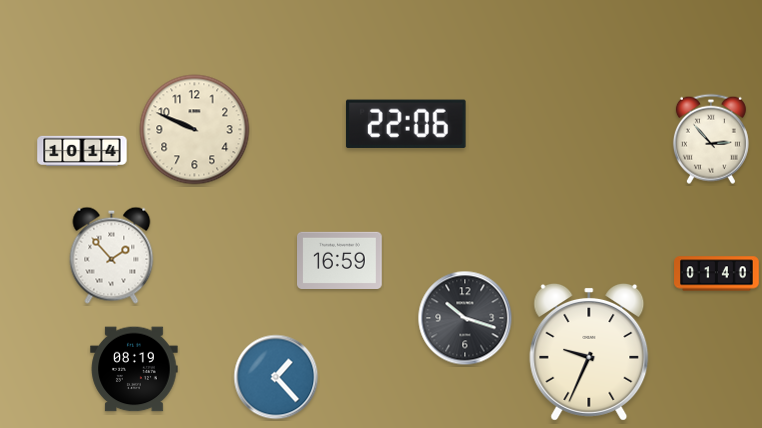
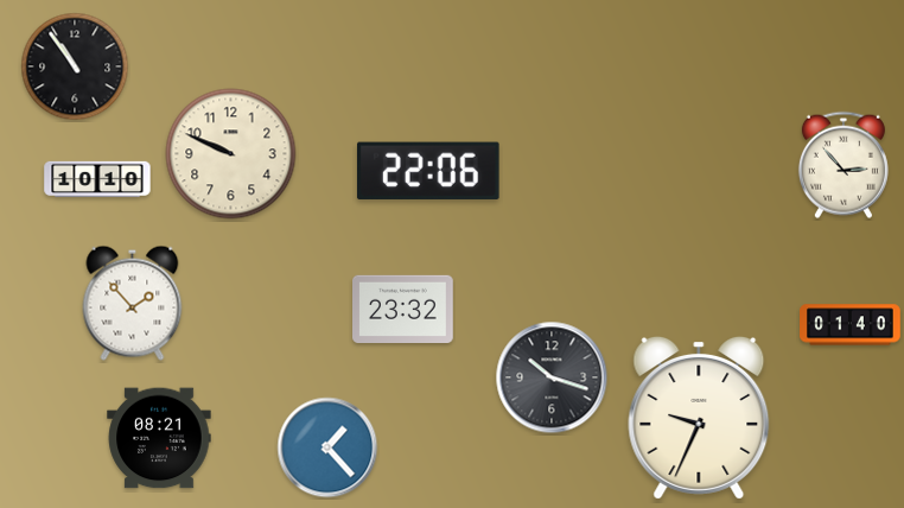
clock at (75, 66): none -> 10:54
clock at (406, 124) position: (406, 124) -> (428, 171)
clock at (82, 150): 10:14 -> 10:10
clock at (340, 260): 16:59 -> 23:32
clock at (134, 369): 08:19 -> 08:21
